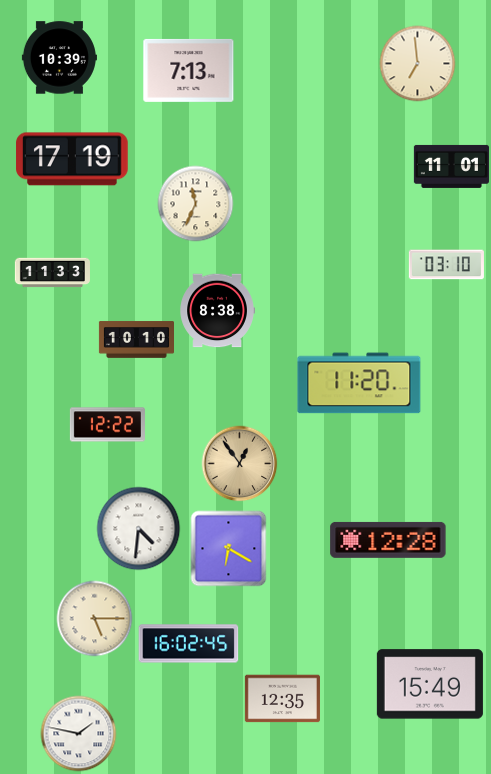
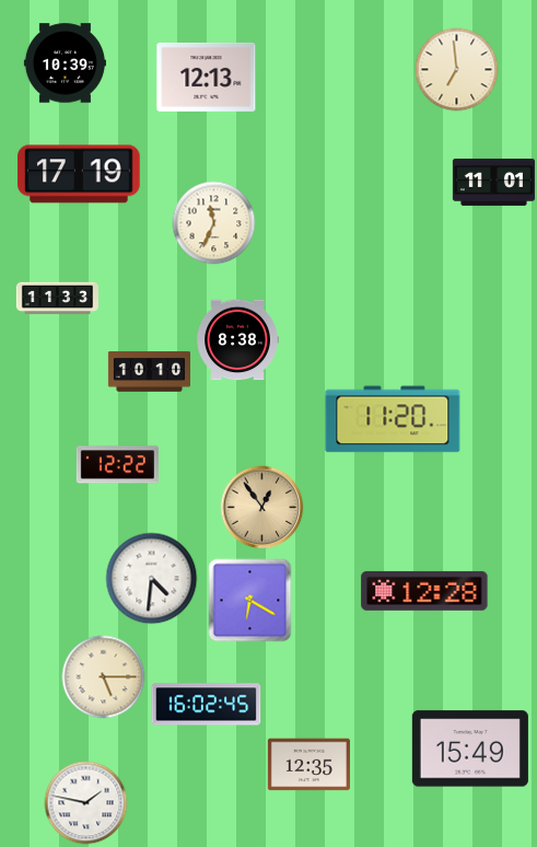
clock at (189, 70): 7:13 -> 12:13
clock at (446, 265): 03:10 -> none
